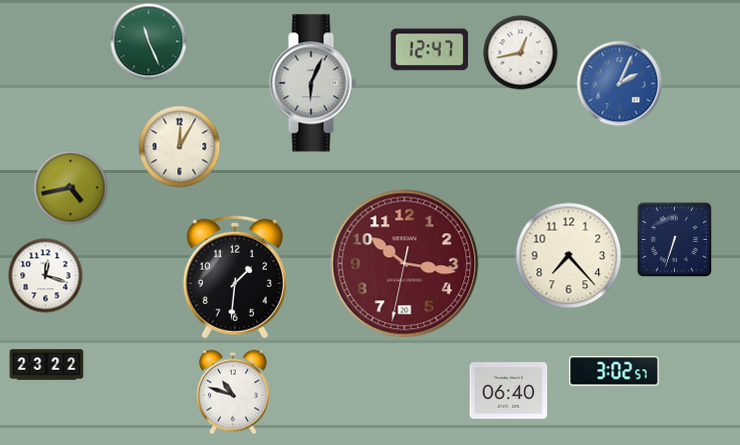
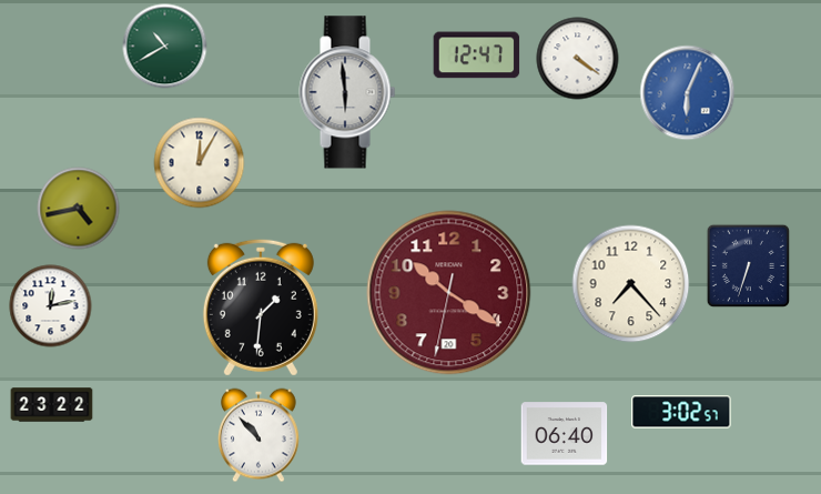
clock at (149, 42): 11:26 -> 10:40
clock at (521, 53): 12:43 -> 4:21
clock at (313, 83): 6:04 -> 5:59
clock at (620, 84): 2:04 -> 6:04
clock at (405, 264): 10:16 -> 10:20
clock at (46, 276): 12:18 -> 12:13
clock at (234, 392): 10:48 -> 10:53
